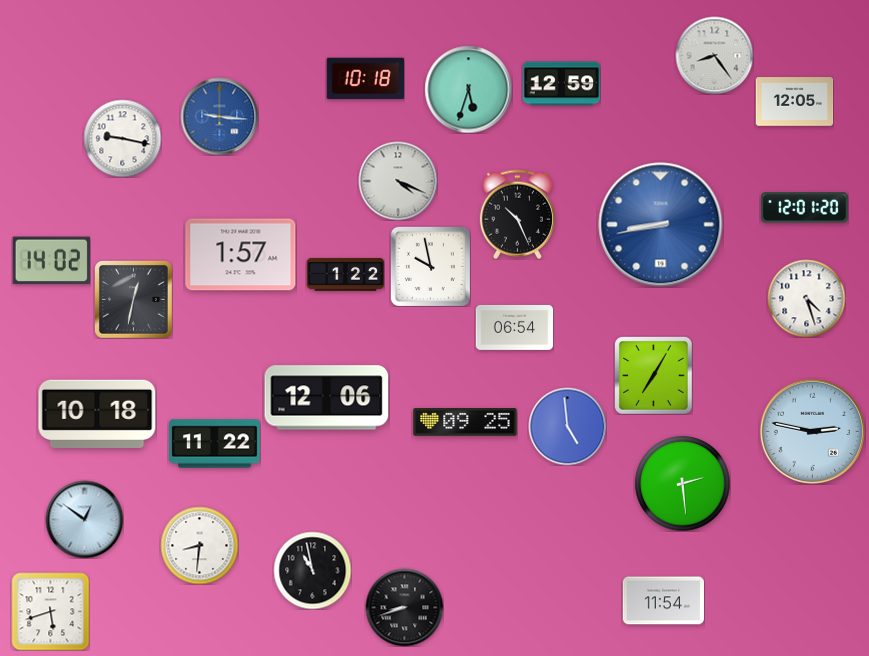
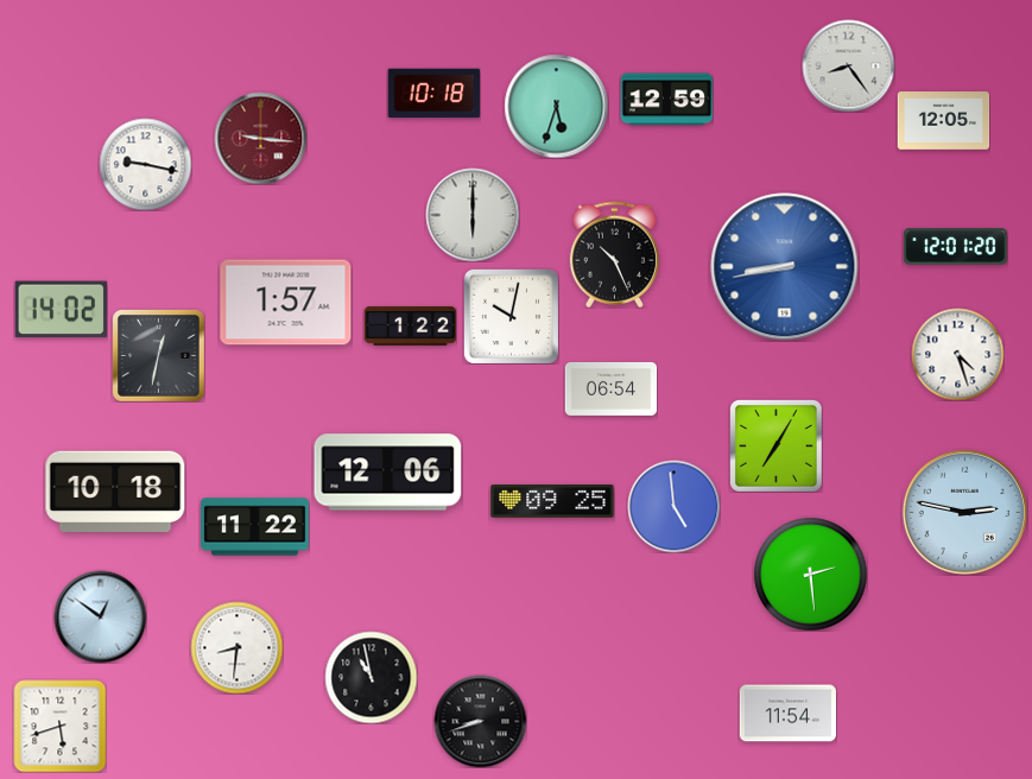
clock at (219, 116) dial: blue -> burgundy
clock at (398, 181): 4:19 -> 6:00
clock at (430, 266): 9:58 -> 10:02
